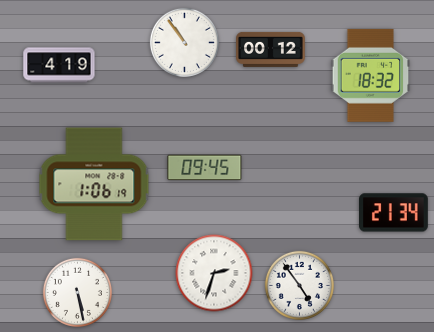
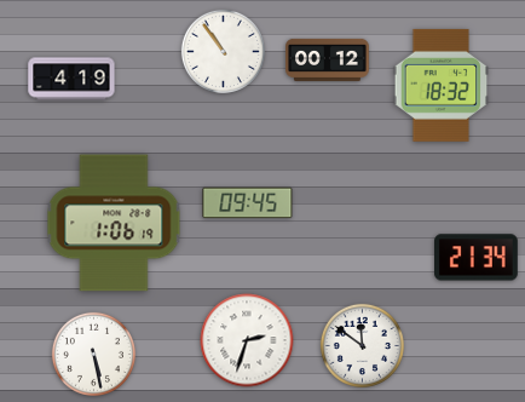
clock at (371, 75) position: (371, 75) -> (442, 85)
clock at (214, 273) position: (214, 273) -> (247, 340)
clock at (299, 285): 4:54 -> 11:51
